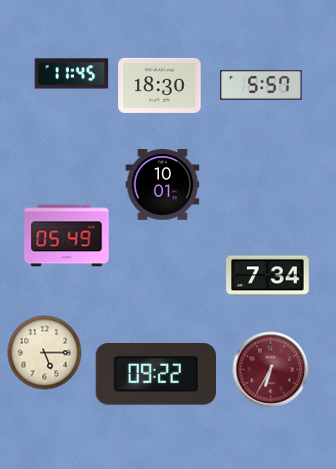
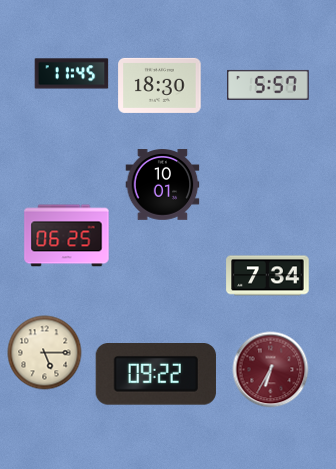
clock at (261, 85) position: (261, 85) -> (268, 85)
clock at (67, 236): 05:49 -> 06:25
